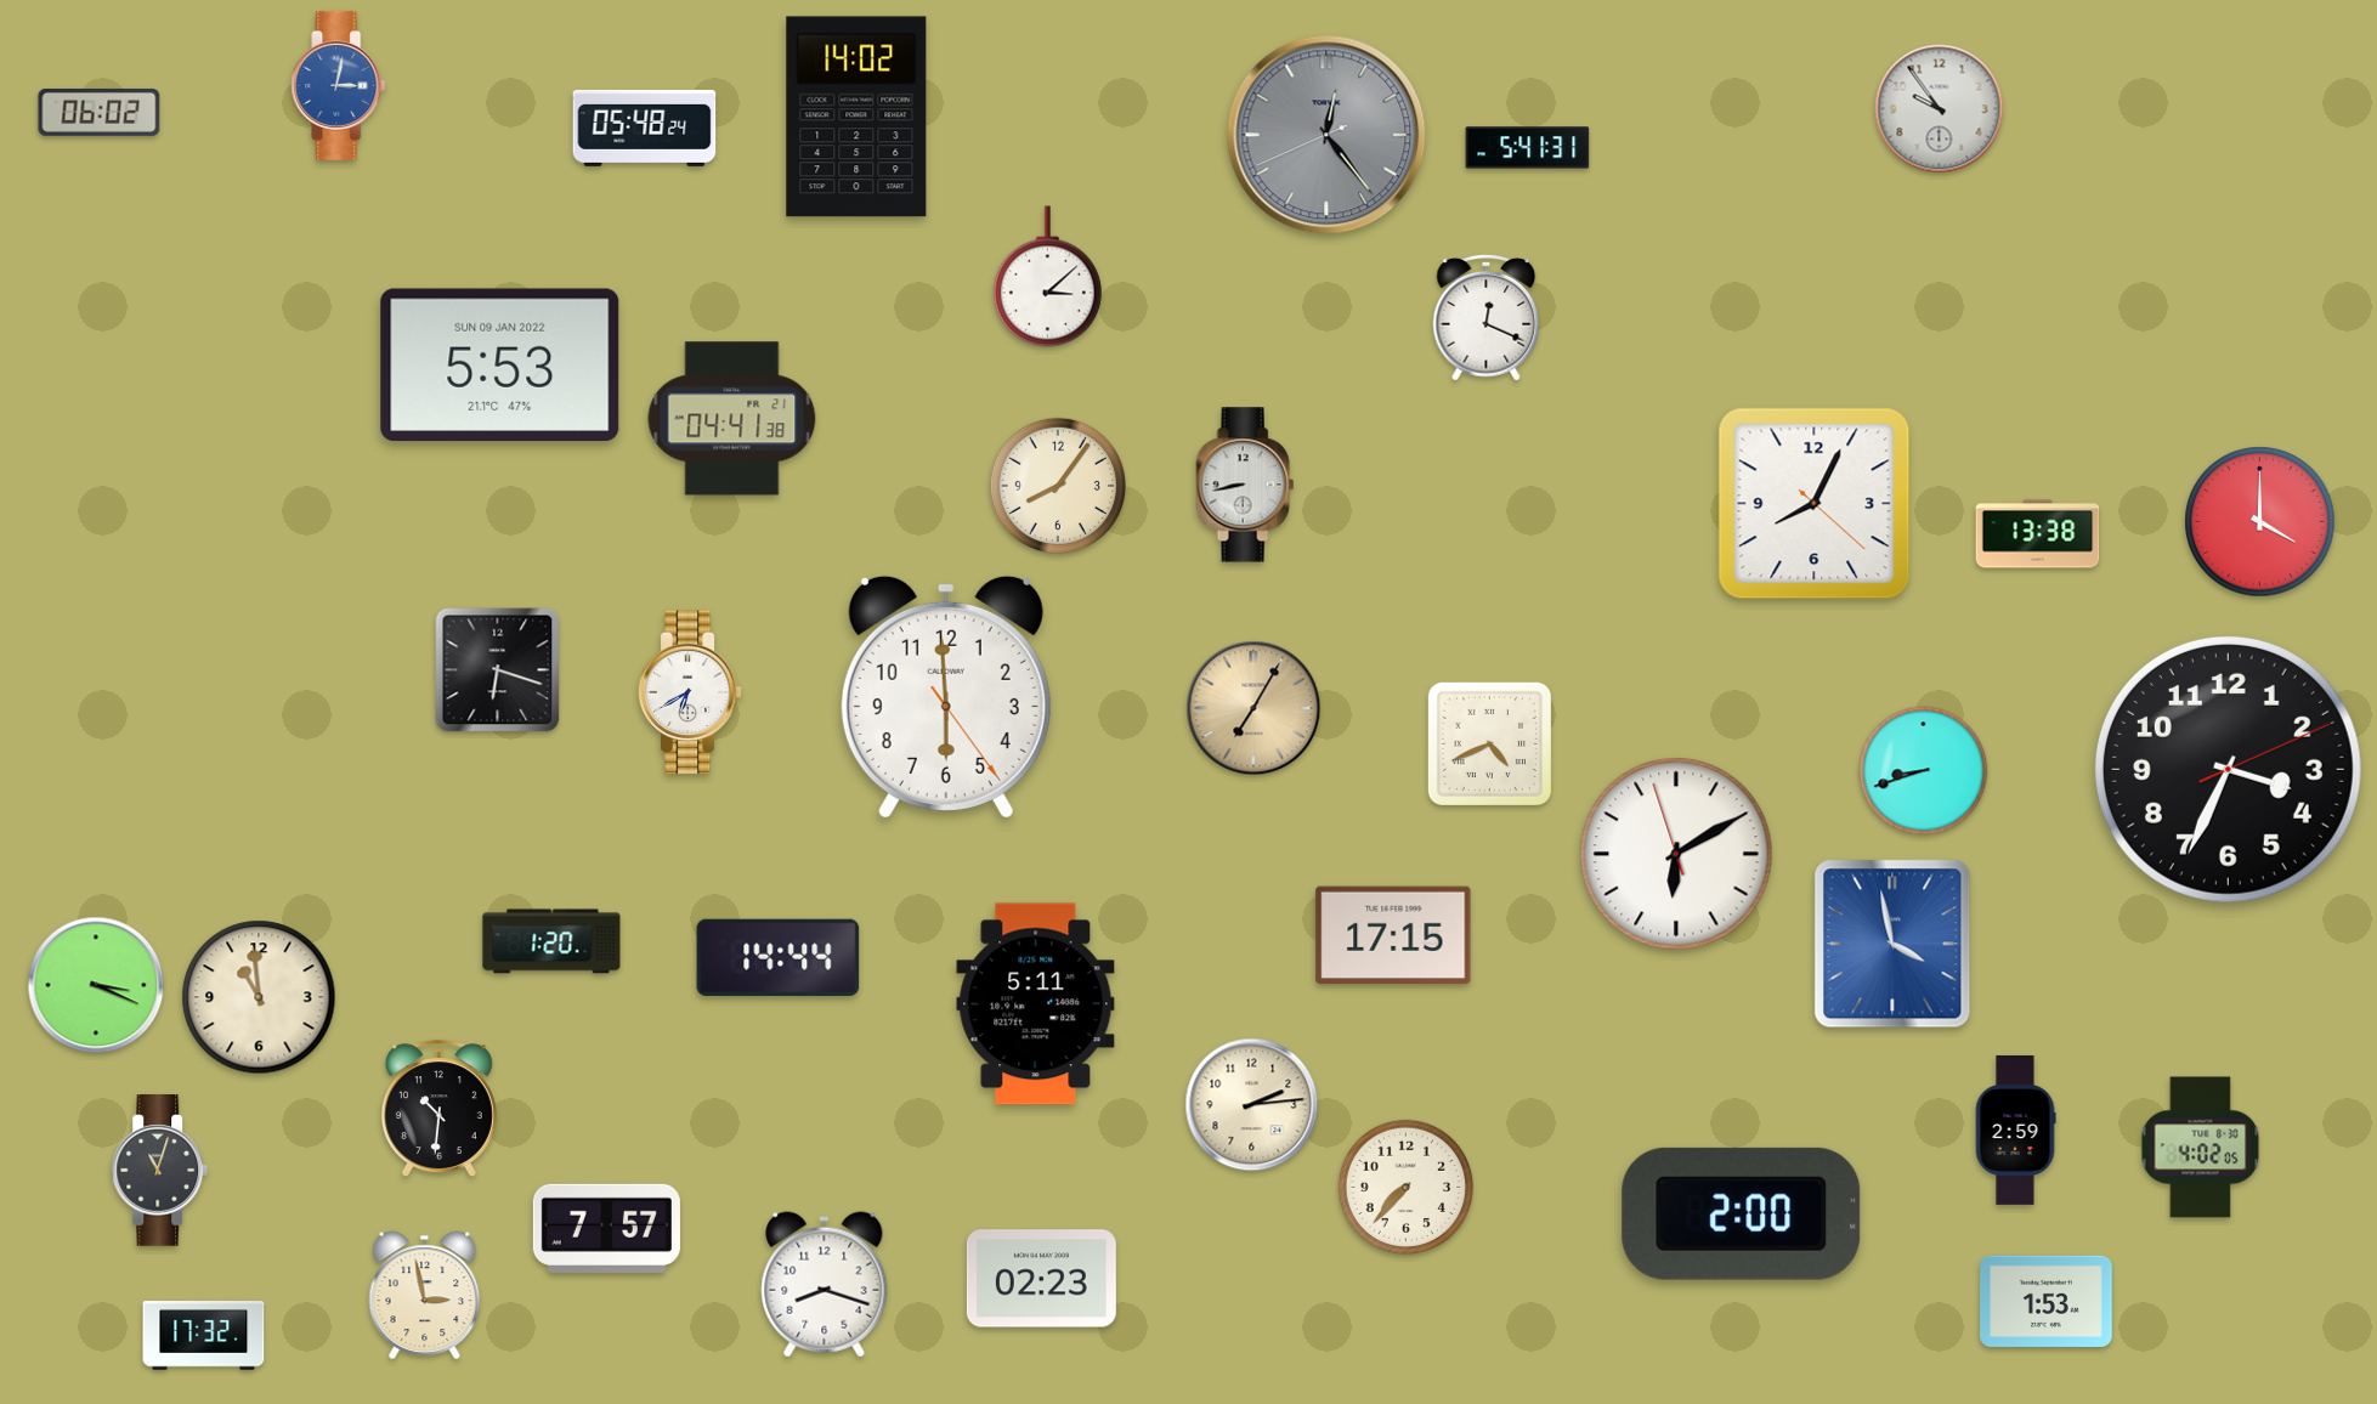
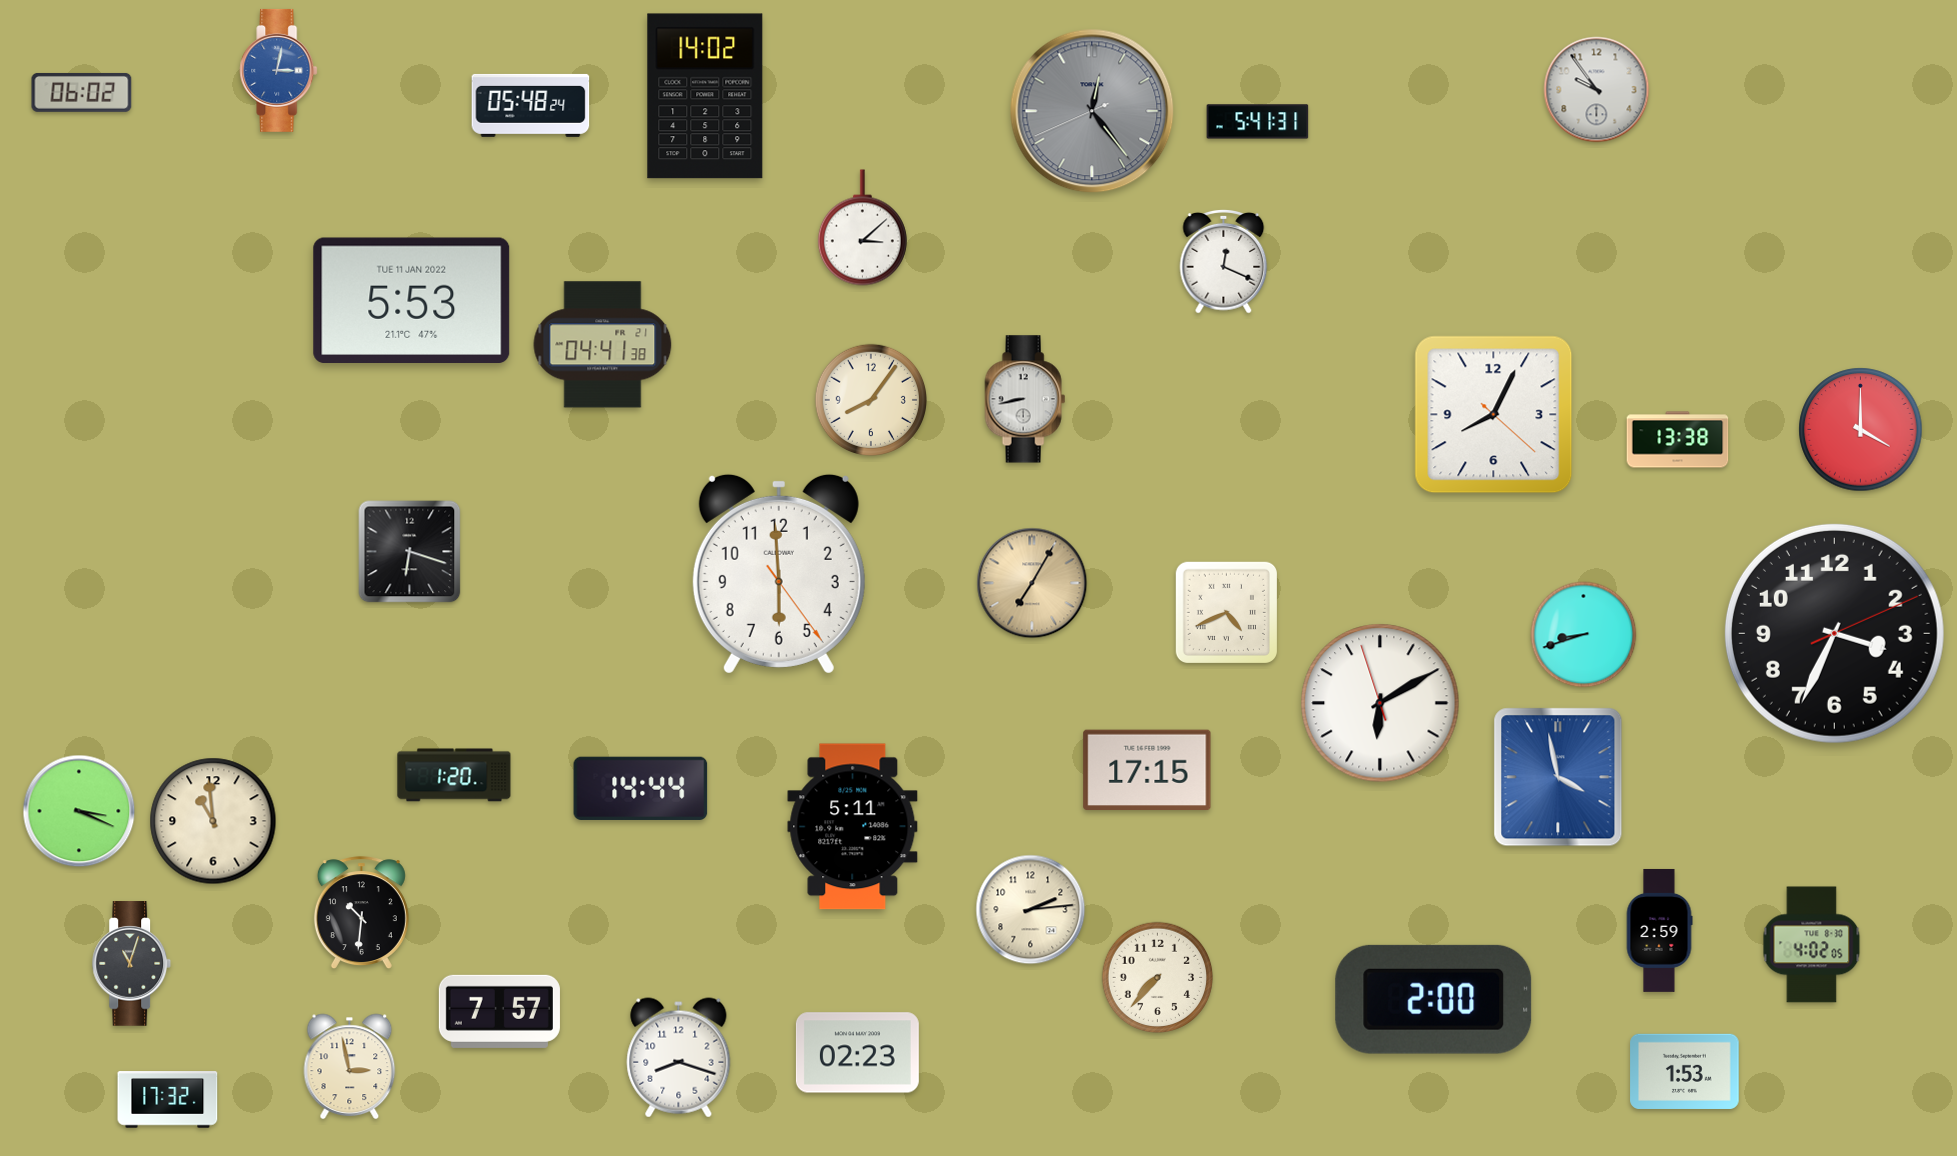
clock at (500, 364) date: SUN 09 JAN 2022 -> TUE 11 JAN 2022
clock at (690, 692): 6:40 -> none
